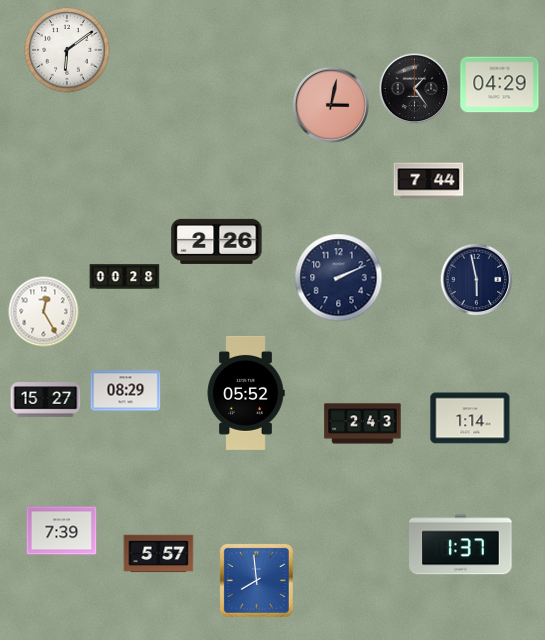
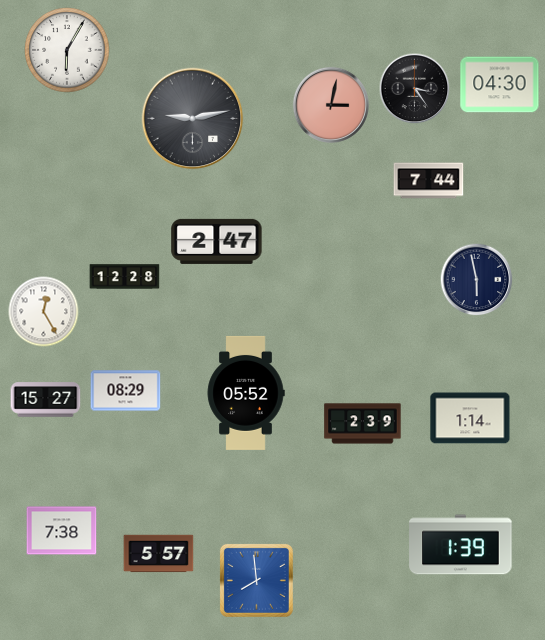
clock at (67, 50): 6:09 -> 6:05
clock at (500, 85): 04:29 -> 04:30
clock at (415, 89): 1:24 -> 3:24
clock at (193, 119): none -> 9:13
clock at (217, 241): 2:26 -> 2:47
clock at (125, 277): 00:28 -> 12:28
clock at (339, 278): 2:11 -> none
clock at (363, 424): 2:43 -> 2:39
clock at (62, 531): 7:39 -> 7:38
clock at (461, 545): 1:37 -> 1:39
